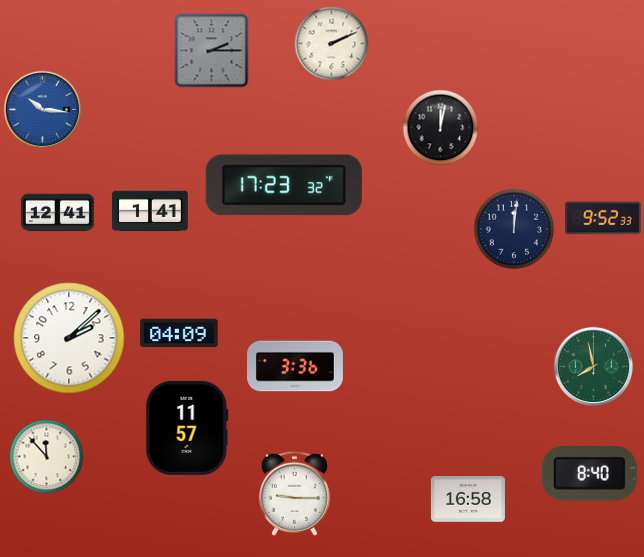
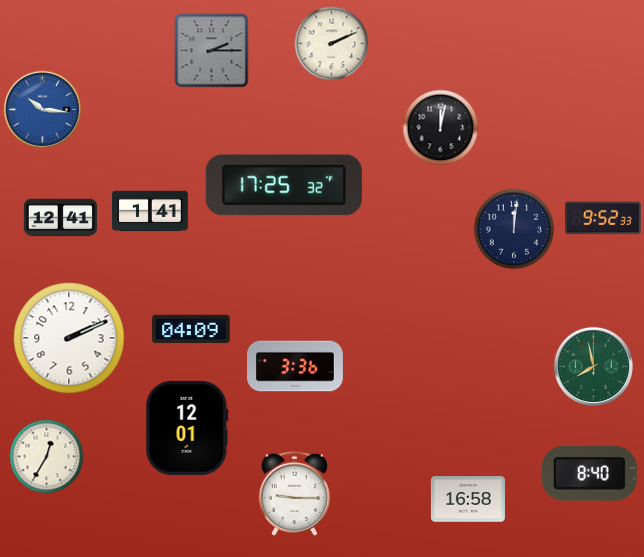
clock at (284, 185): 17:23 -> 17:25
clock at (57, 213) position: (57, 213) -> (60, 218)
clock at (179, 333) position: (179, 333) -> (191, 329)
clock at (69, 338): 2:08 -> 2:11
clock at (187, 428): 11:57 -> 12:01
clock at (47, 457): 11:53 -> 12:35
